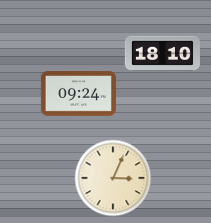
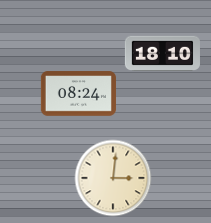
clock at (78, 94): 09:24 -> 08:24
clock at (113, 178): 3:04 -> 3:01
